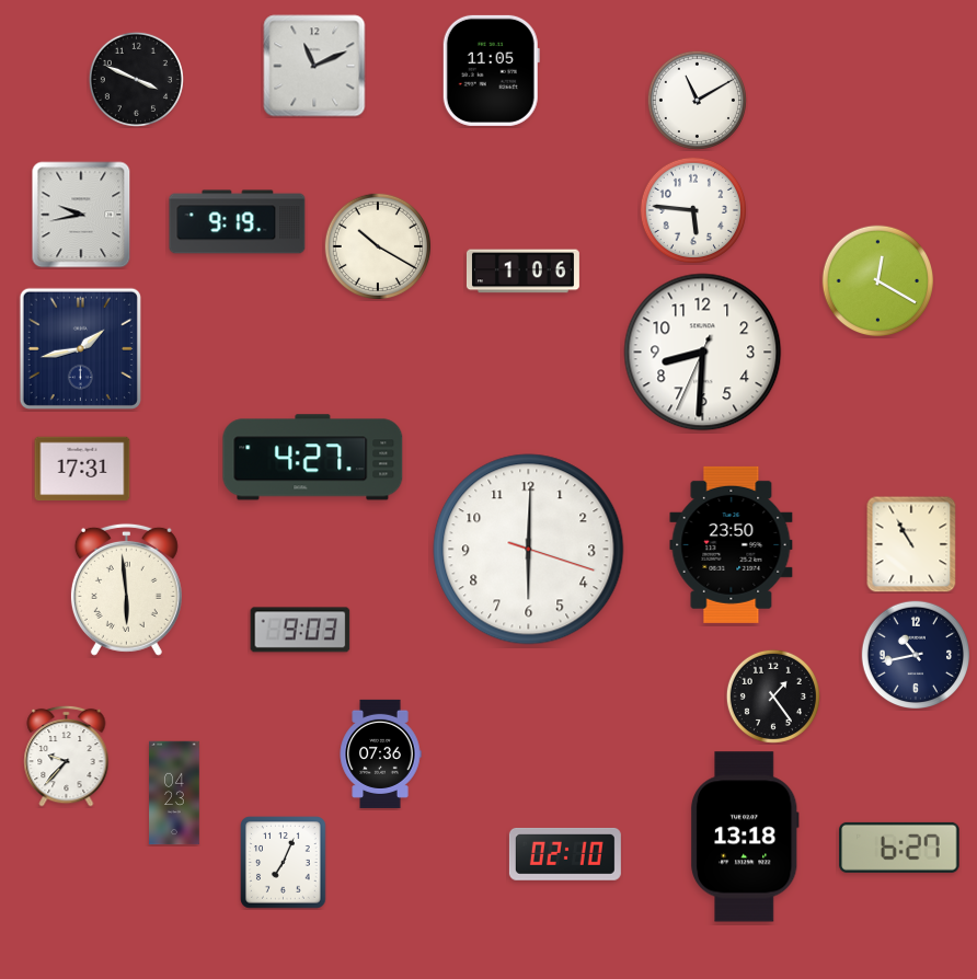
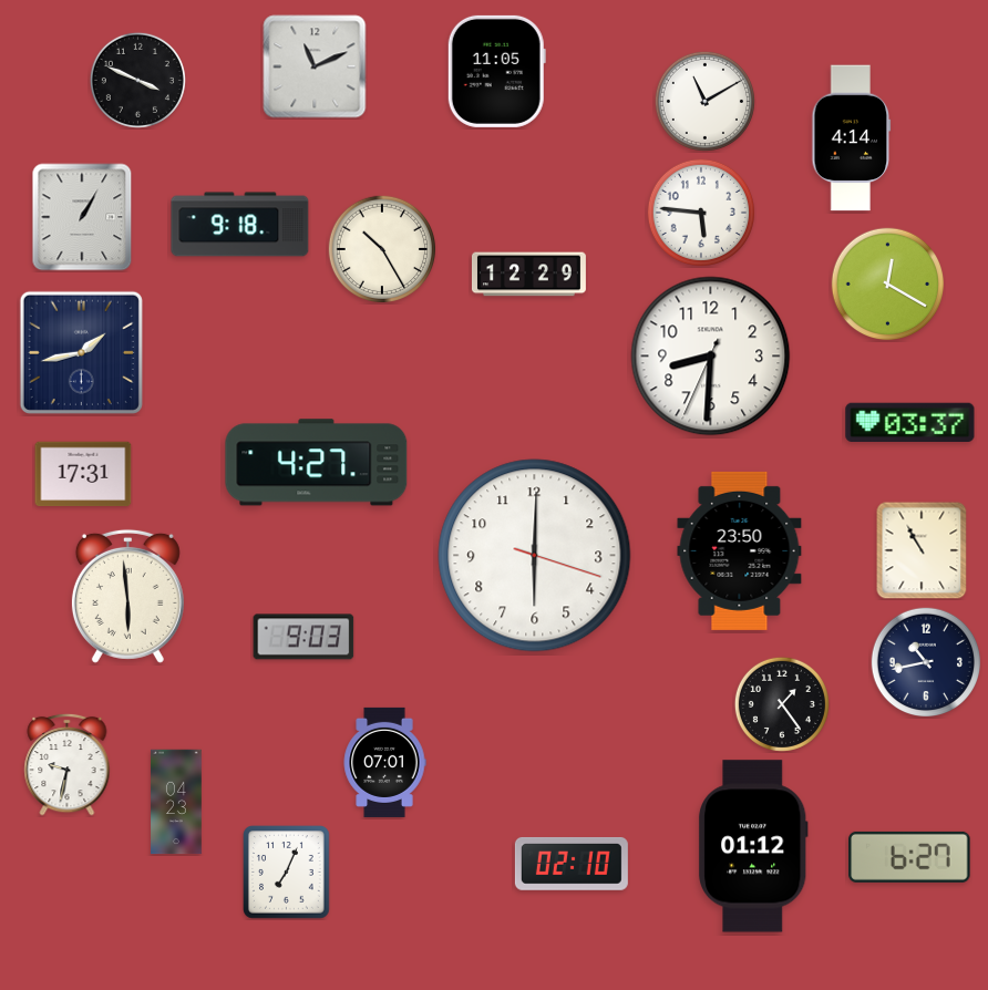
clock at (314, 66) position: (314, 66) -> (315, 66)
clock at (852, 138): none -> 4:14
clock at (81, 215): 9:43 -> 1:05
clock at (238, 222): 9:19 -> 9:18
clock at (377, 245): 10:20 -> 10:25
clock at (522, 272): 1:06 -> 12:29
clock at (910, 422): none -> 03:37
clock at (380, 753): 07:36 -> 07:01
clock at (67, 756): 9:37 -> 9:32
clock at (745, 837): 13:18 -> 01:12
